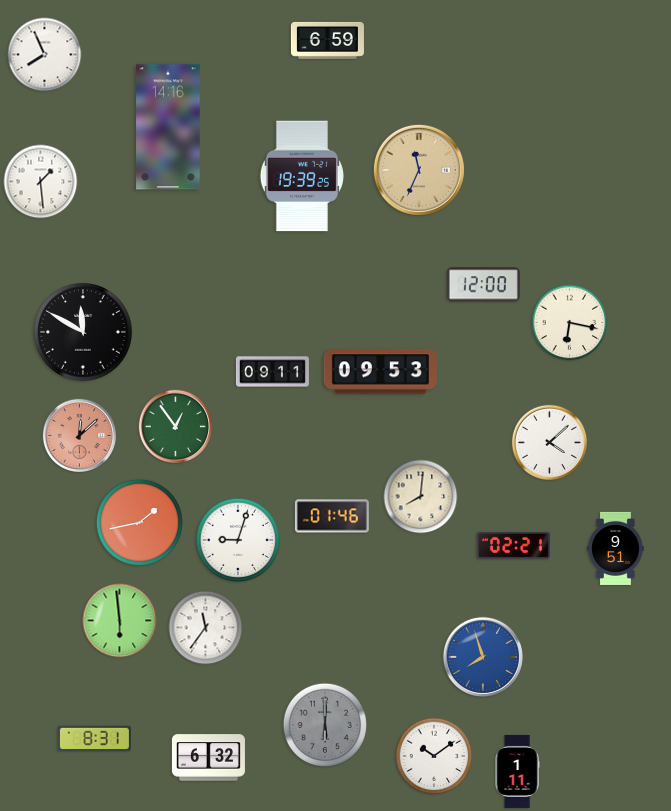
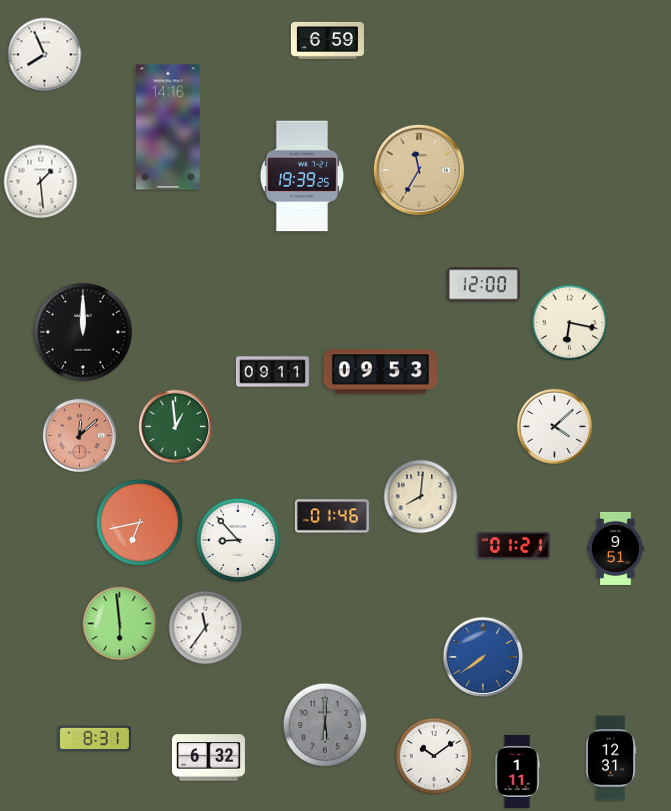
clock at (419, 170): 11:34 -> 11:35
clock at (83, 332): 11:50 -> 12:00
clock at (175, 426): 12:54 -> 12:59
clock at (549, 442) position: (549, 442) -> (554, 426)
clock at (139, 522): 1:43 -> 6:43
clock at (238, 540): 9:03 -> 8:53
clock at (513, 545): 02:21 -> 01:21
clock at (120, 621) position: (120, 621) -> (120, 624)
clock at (483, 657): 7:57 -> 7:39
clock at (611, 758): none -> 12:31
